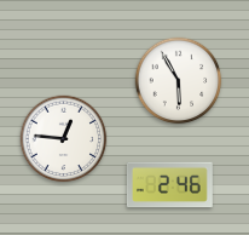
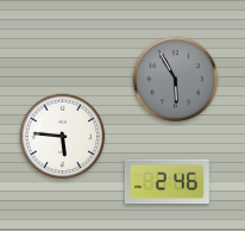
clock at (179, 81) dial: white -> grey
clock at (64, 139): 12:46 -> 5:46
